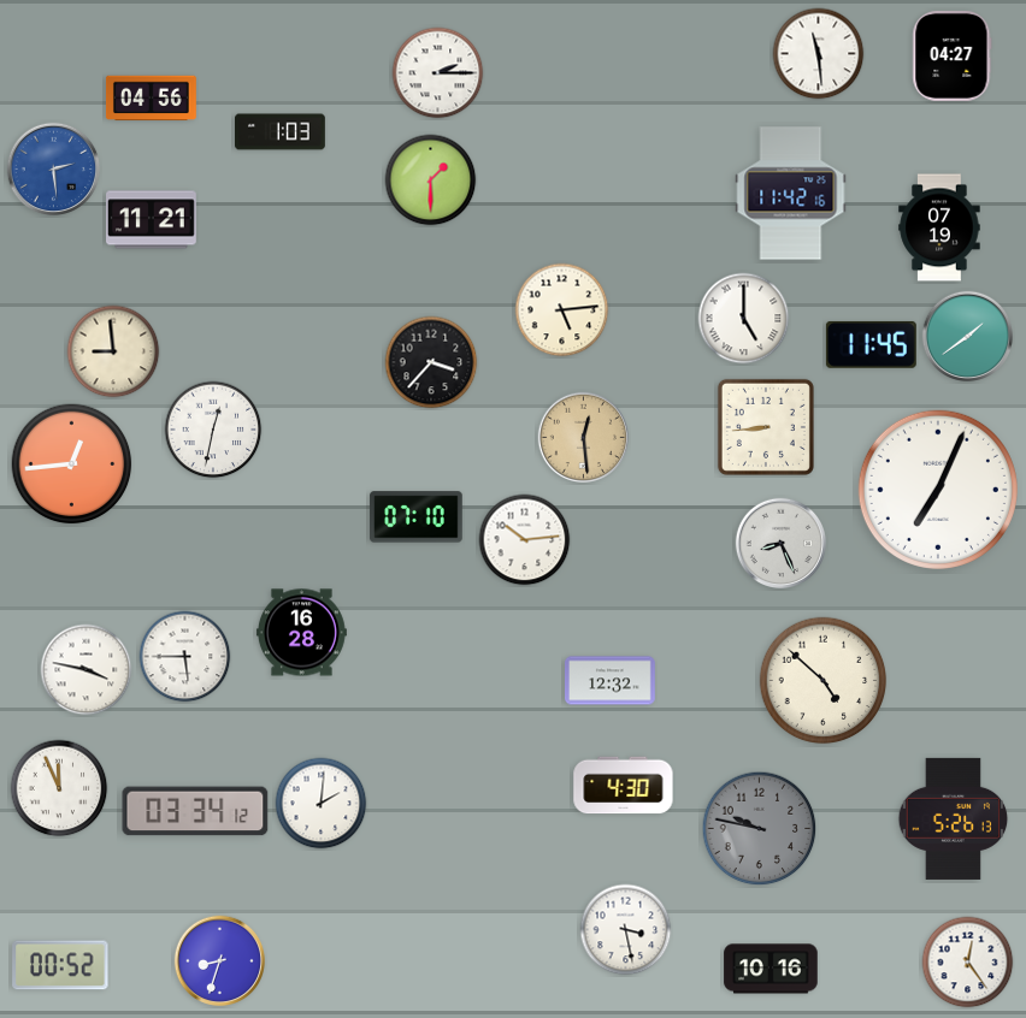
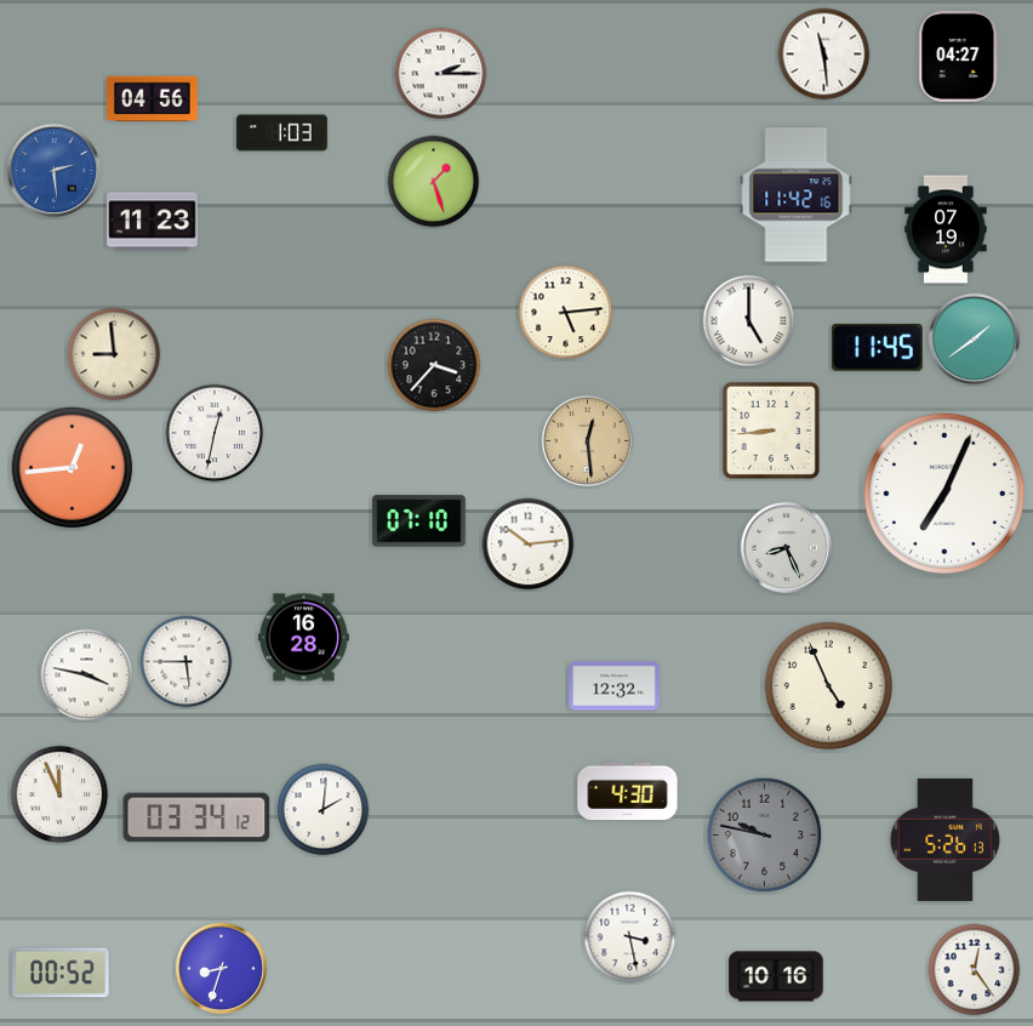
clock at (431, 180): 1:30 -> 1:27
clock at (152, 220): 11:21 -> 11:23
clock at (824, 681): 4:52 -> 4:56
clock at (954, 818) position: (954, 818) -> (946, 839)
